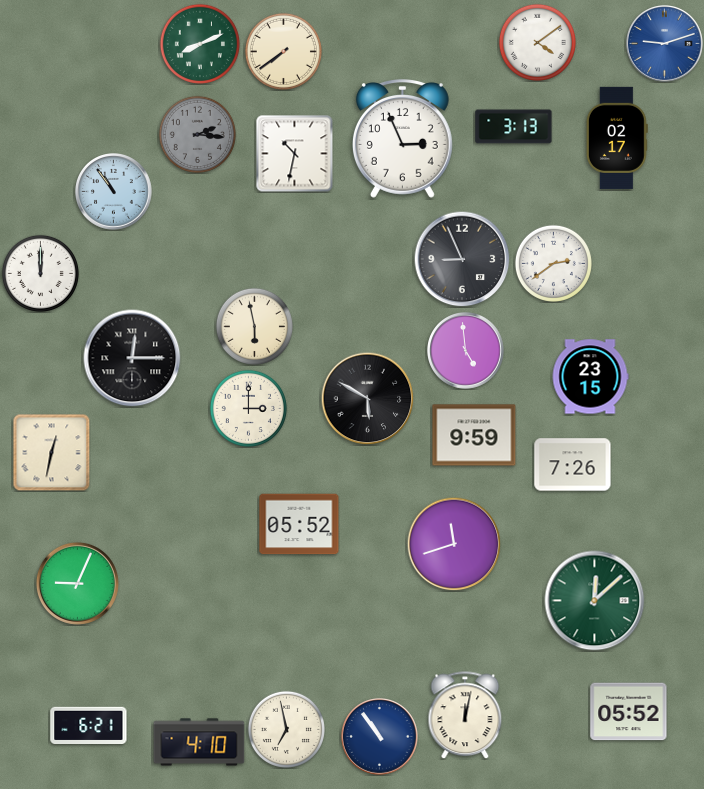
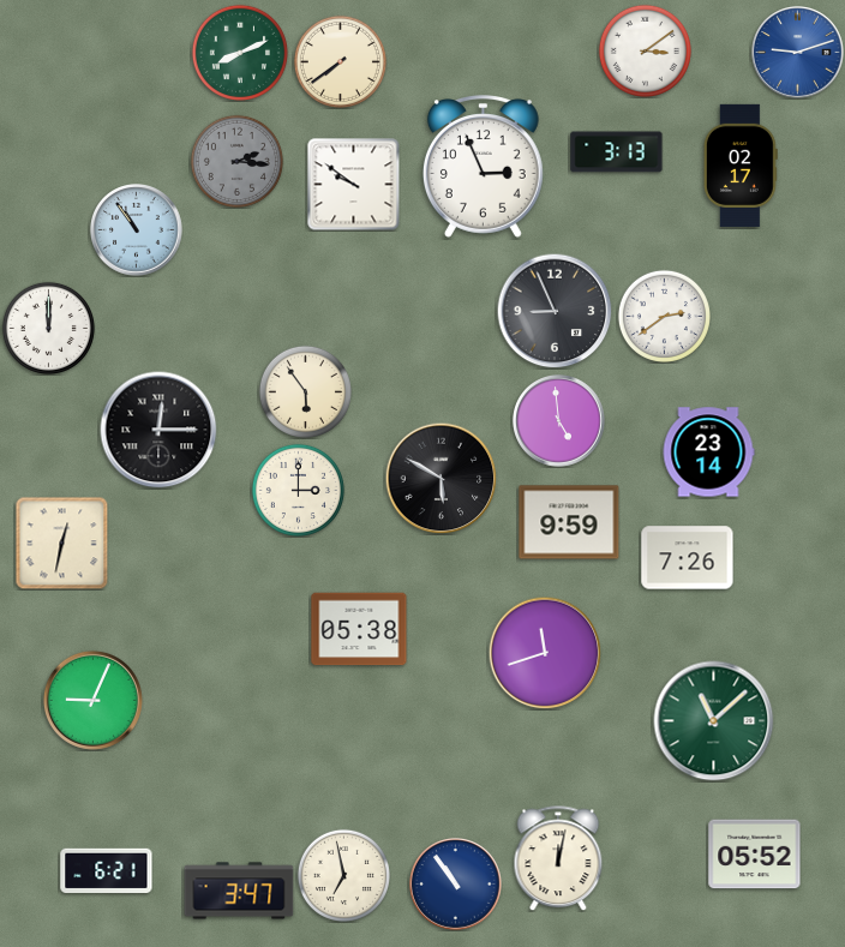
clock at (537, 42): 4:09 -> 3:09
clock at (294, 154): 10:32 -> 9:51
clock at (254, 326): 5:58 -> 5:54
clock at (590, 377): 23:15 -> 23:14
clock at (299, 524): 05:52 -> 05:38
clock at (595, 601): 12:08 -> 11:08
clock at (199, 742): 4:10 -> 3:47
